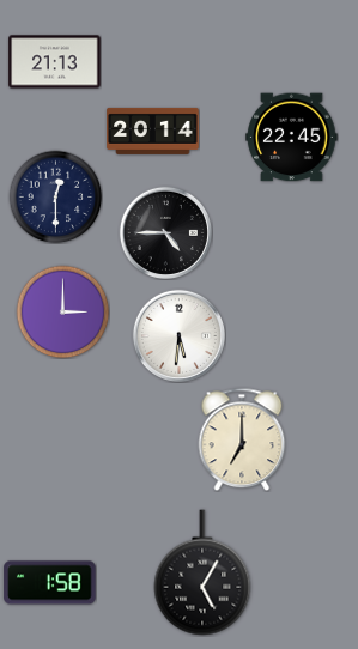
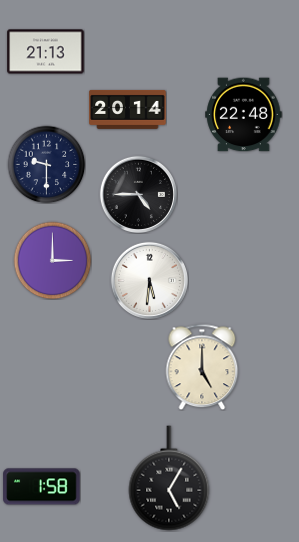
clock at (292, 138): 22:45 -> 22:48
clock at (55, 196): 12:30 -> 9:30
clock at (242, 439): 7:00 -> 5:00
